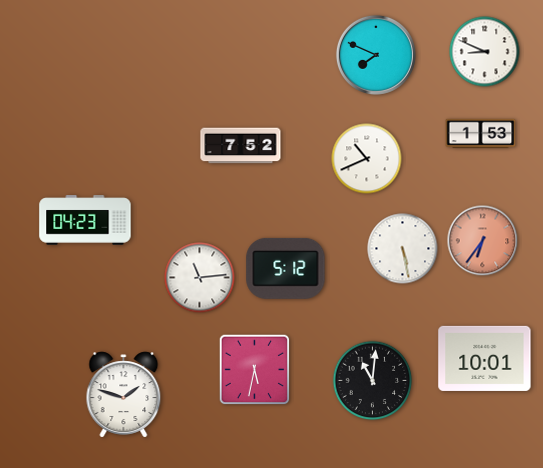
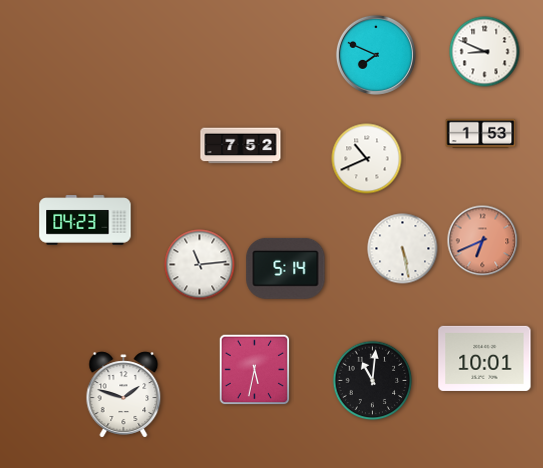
clock at (483, 241): 6:36 -> 6:41
clock at (286, 268): 5:12 -> 5:14
clock at (200, 278) position: (200, 278) -> (200, 265)
